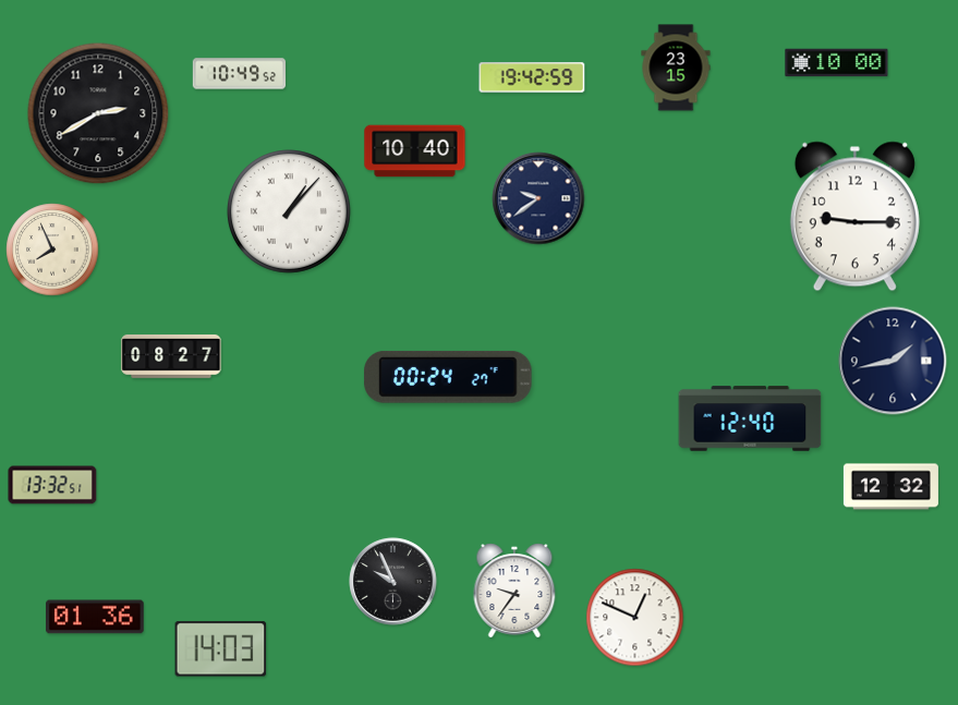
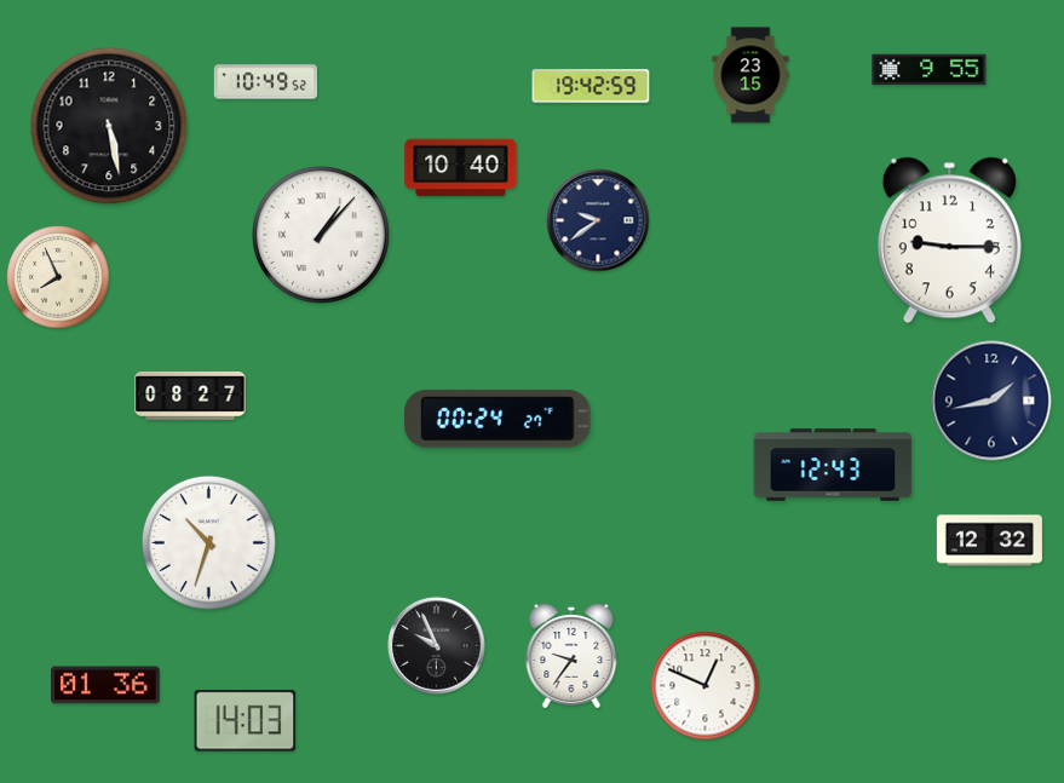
clock at (837, 63): 10:00 -> 9:55
clock at (98, 113): 2:40 -> 5:28
clock at (750, 418): 12:40 -> 12:43
clock at (52, 485): 13:32 -> none
clock at (208, 542): none -> 10:33
